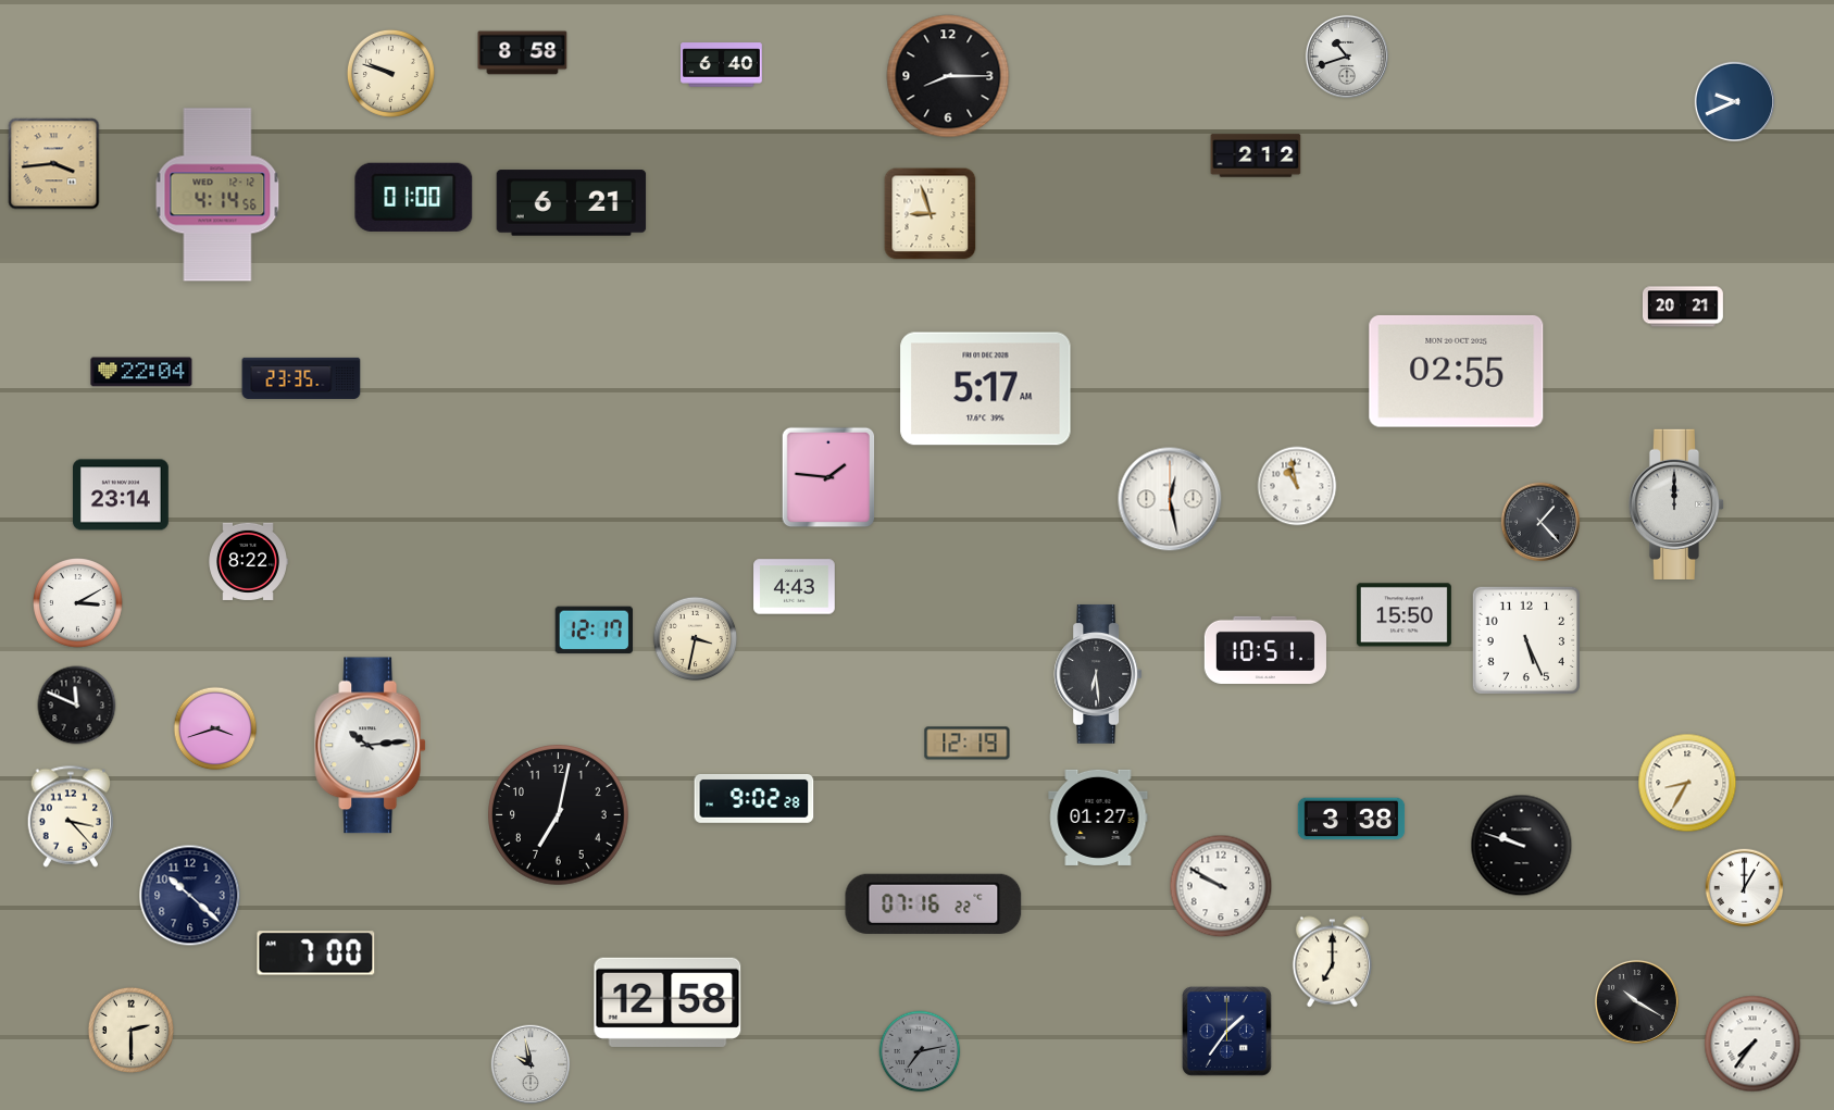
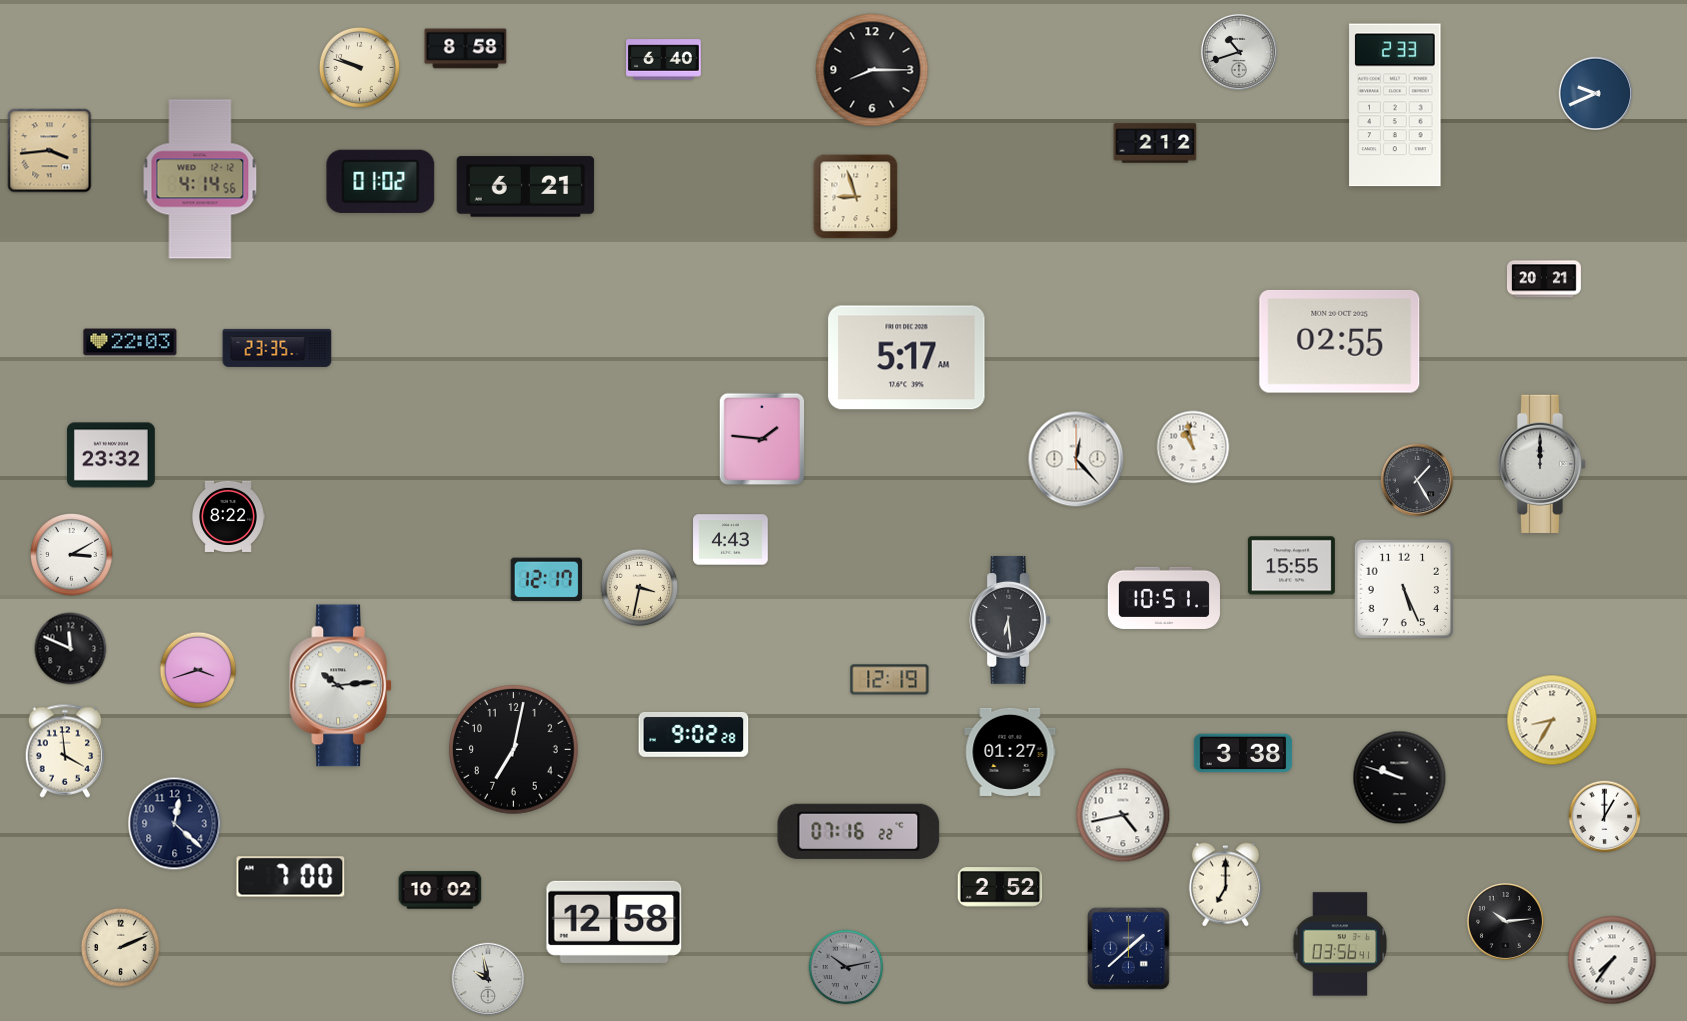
clock at (523, 53) position: (523, 53) -> (466, 49)
clock at (1395, 105): none -> 2:33
clock at (414, 197): 01:00 -> 01:02
clock at (1683, 307) position: (1683, 307) -> (1544, 279)
clock at (141, 372): 22:04 -> 22:03
clock at (122, 495): 23:14 -> 23:32
clock at (1170, 499): 12:28 -> 12:23
clock at (1540, 522): 1:23 -> 1:25
clock at (1403, 615): 15:50 -> 15:55
clock at (968, 744) position: (968, 744) -> (890, 680)
clock at (71, 816): 3:23 -> 3:59
clock at (1221, 886): 9:50 -> 4:43
clock at (190, 896): 10:22 -> 12:22
clock at (1000, 887): none -> 2:52
clock at (440, 890): none -> 10:02
clock at (1636, 1001): 10:20 -> 10:14
clock at (1340, 944): none -> 03:56
clock at (130, 1030): 2:30 -> 2:11
clock at (1227, 1032): 1:36 -> 1:38
clock at (920, 1051): 7:13 -> 10:13
